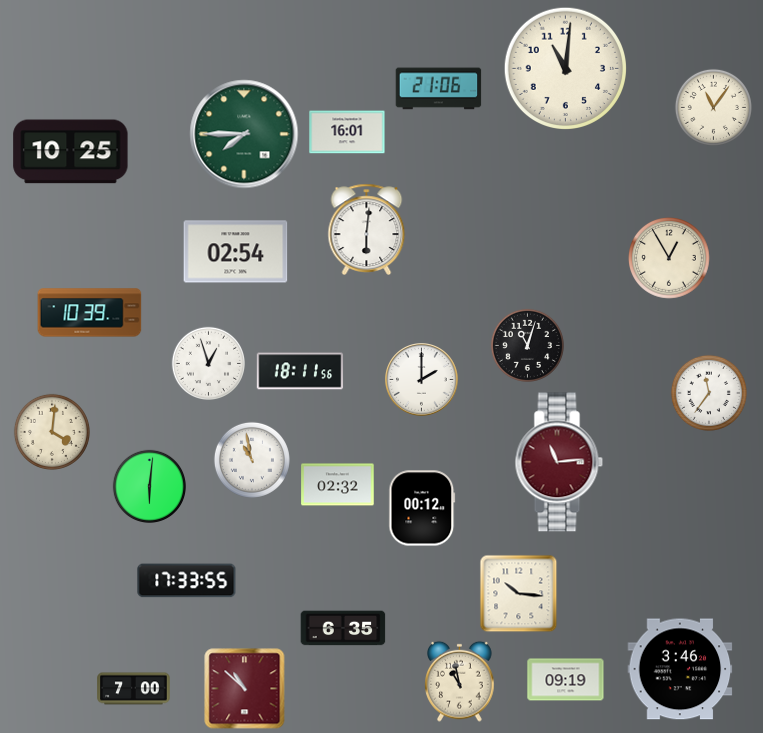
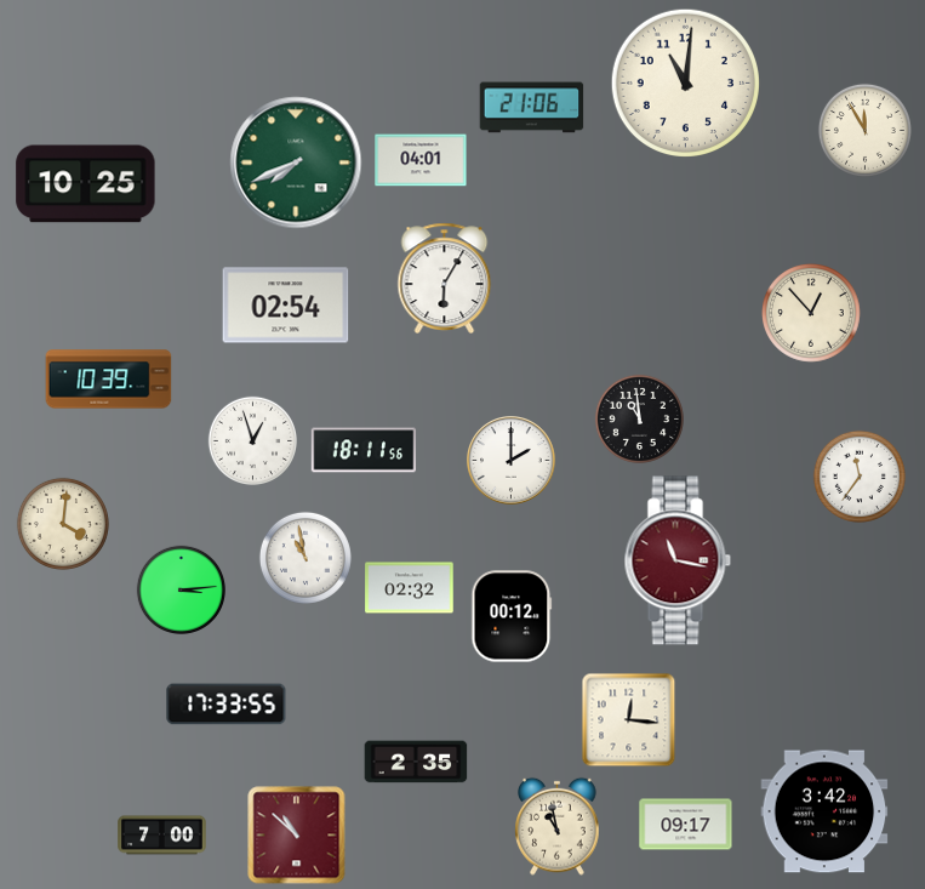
clock at (713, 107): 11:06 -> 11:55
clock at (347, 132): 16:01 -> 04:01
clock at (244, 134): 7:45 -> 7:41
clock at (367, 229): 6:01 -> 6:05
clock at (670, 259): 12:55 -> 12:53
clock at (527, 345): 11:03 -> 10:59
clock at (559, 462): 11:14 -> 11:17
clock at (149, 486): 6:01 -> 3:14
clock at (519, 594): 10:16 -> 12:16
clock at (343, 628): 6:35 -> 2:35
clock at (680, 669): 3:46 -> 3:42
clock at (566, 680): 09:19 -> 09:17
